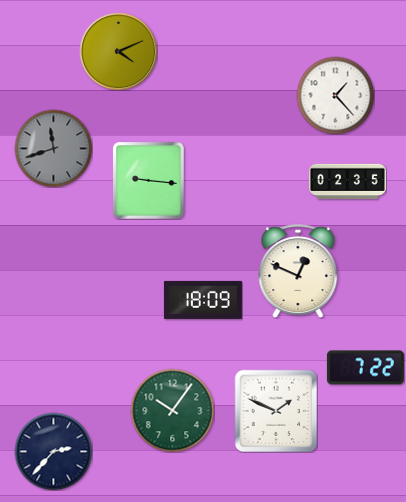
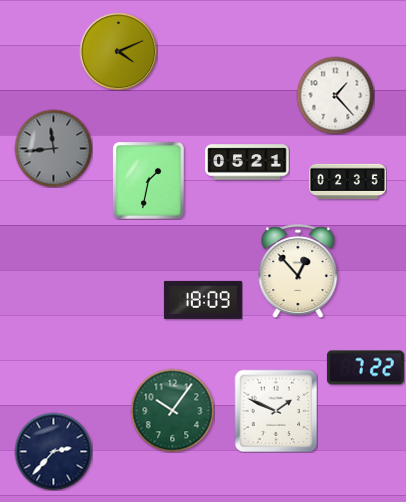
clock at (53, 148): 11:42 -> 11:44
clock at (247, 162): none -> 05:21
clock at (149, 180): 9:16 -> 1:32
clock at (298, 271): 12:49 -> 12:53
